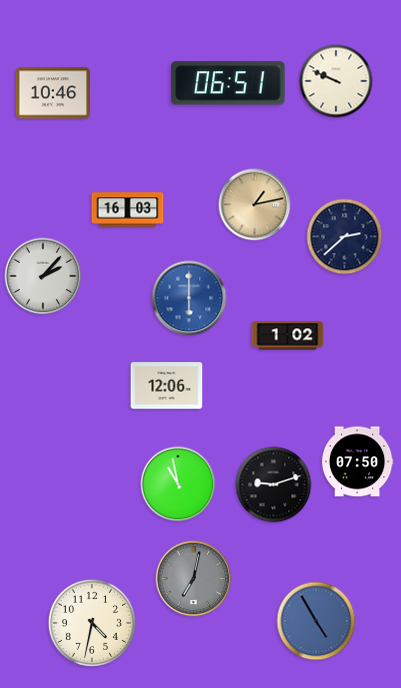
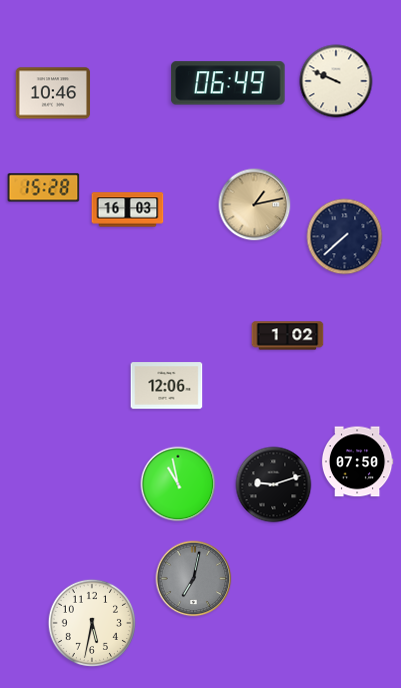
clock at (228, 83): 06:51 -> 06:49
clock at (44, 188): none -> 15:28
clock at (345, 237): 2:38 -> 7:38
clock at (43, 276): 2:07 -> none
clock at (189, 298): 6:00 -> none
clock at (316, 621): 4:55 -> none
clock at (92, 623): 4:32 -> 5:32
